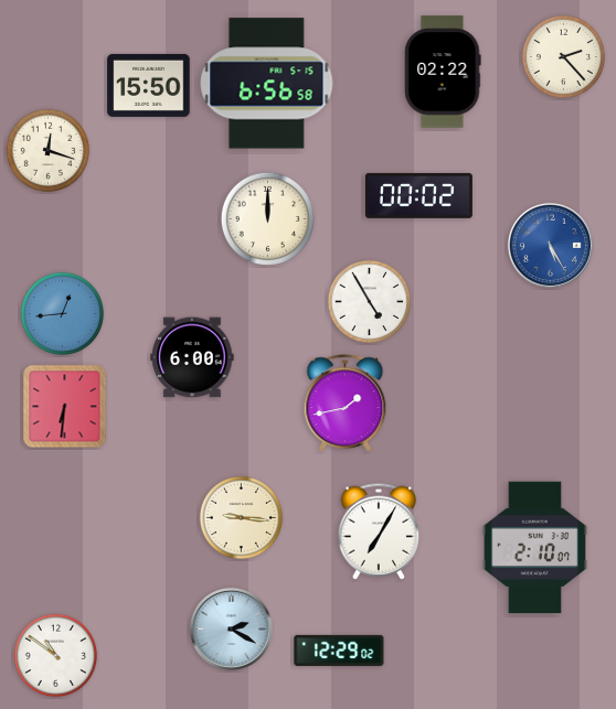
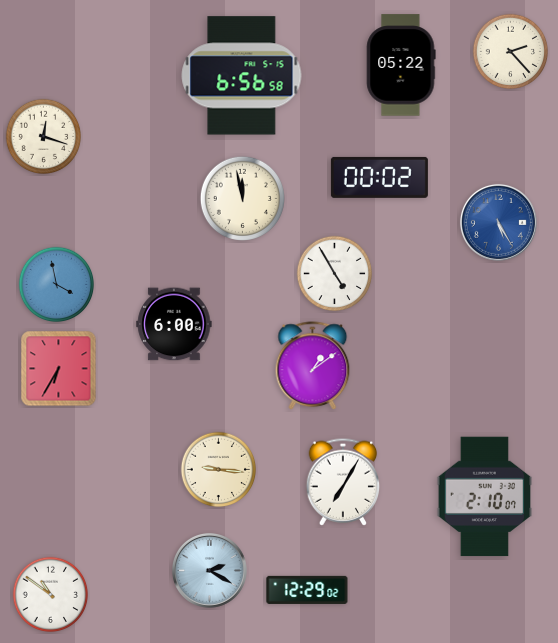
clock at (443, 72): 02:22 -> 05:22
clock at (149, 85): 15:50 -> none
clock at (267, 218): 12:00 -> 11:58
clock at (63, 314): 12:44 -> 3:58
clock at (346, 404): 1:43 -> 1:09
clock at (65, 407): 6:31 -> 6:35
